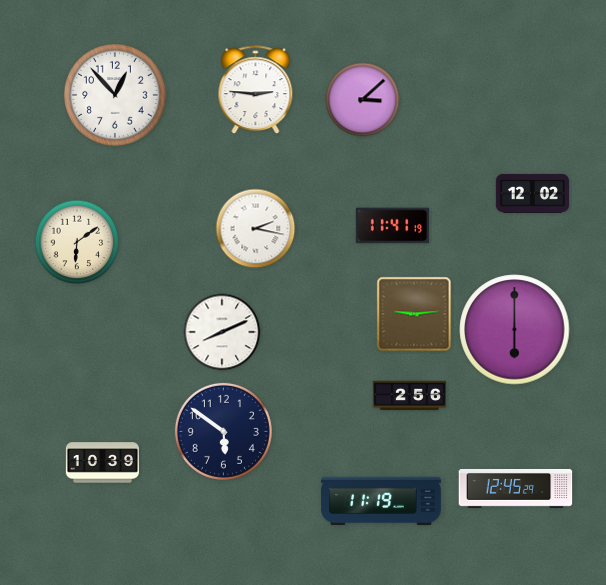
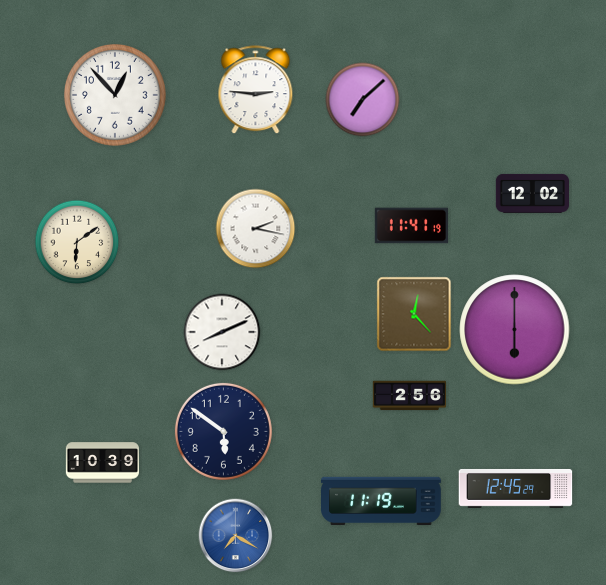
clock at (363, 100): 3:08 -> 7:08
clock at (392, 226) position: (392, 226) -> (411, 226)
clock at (414, 314): 9:14 -> 12:23
clock at (236, 536): none -> 7:20
